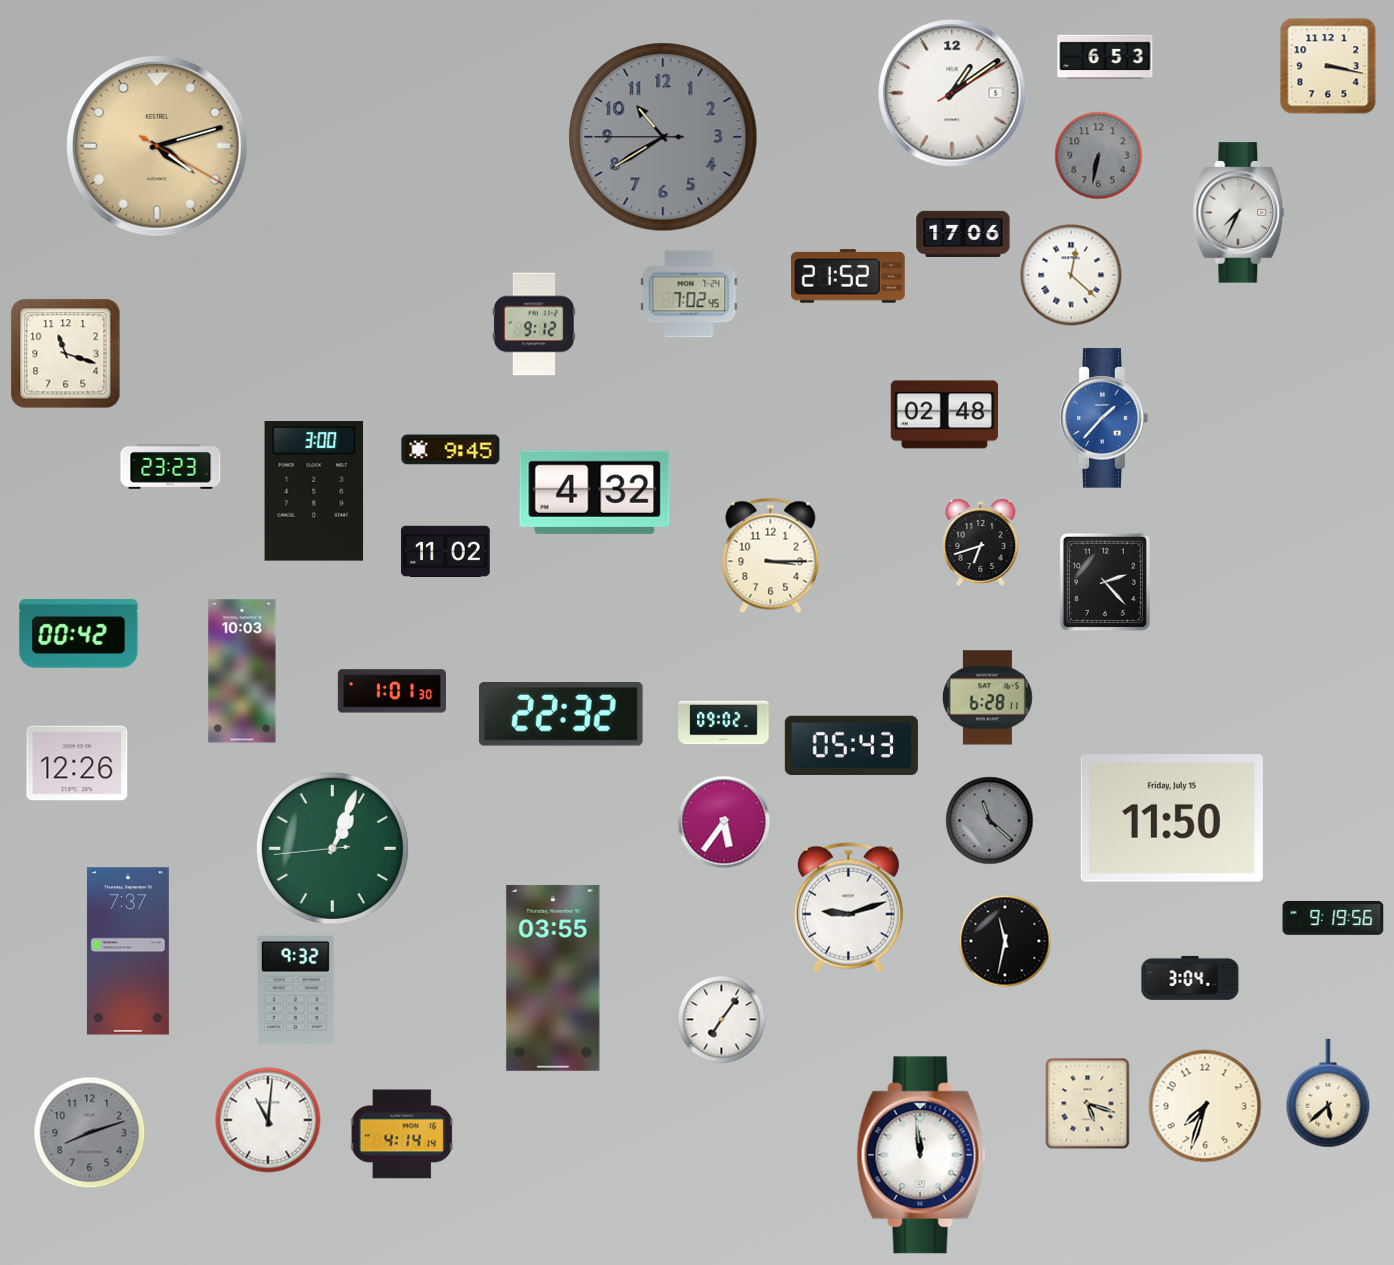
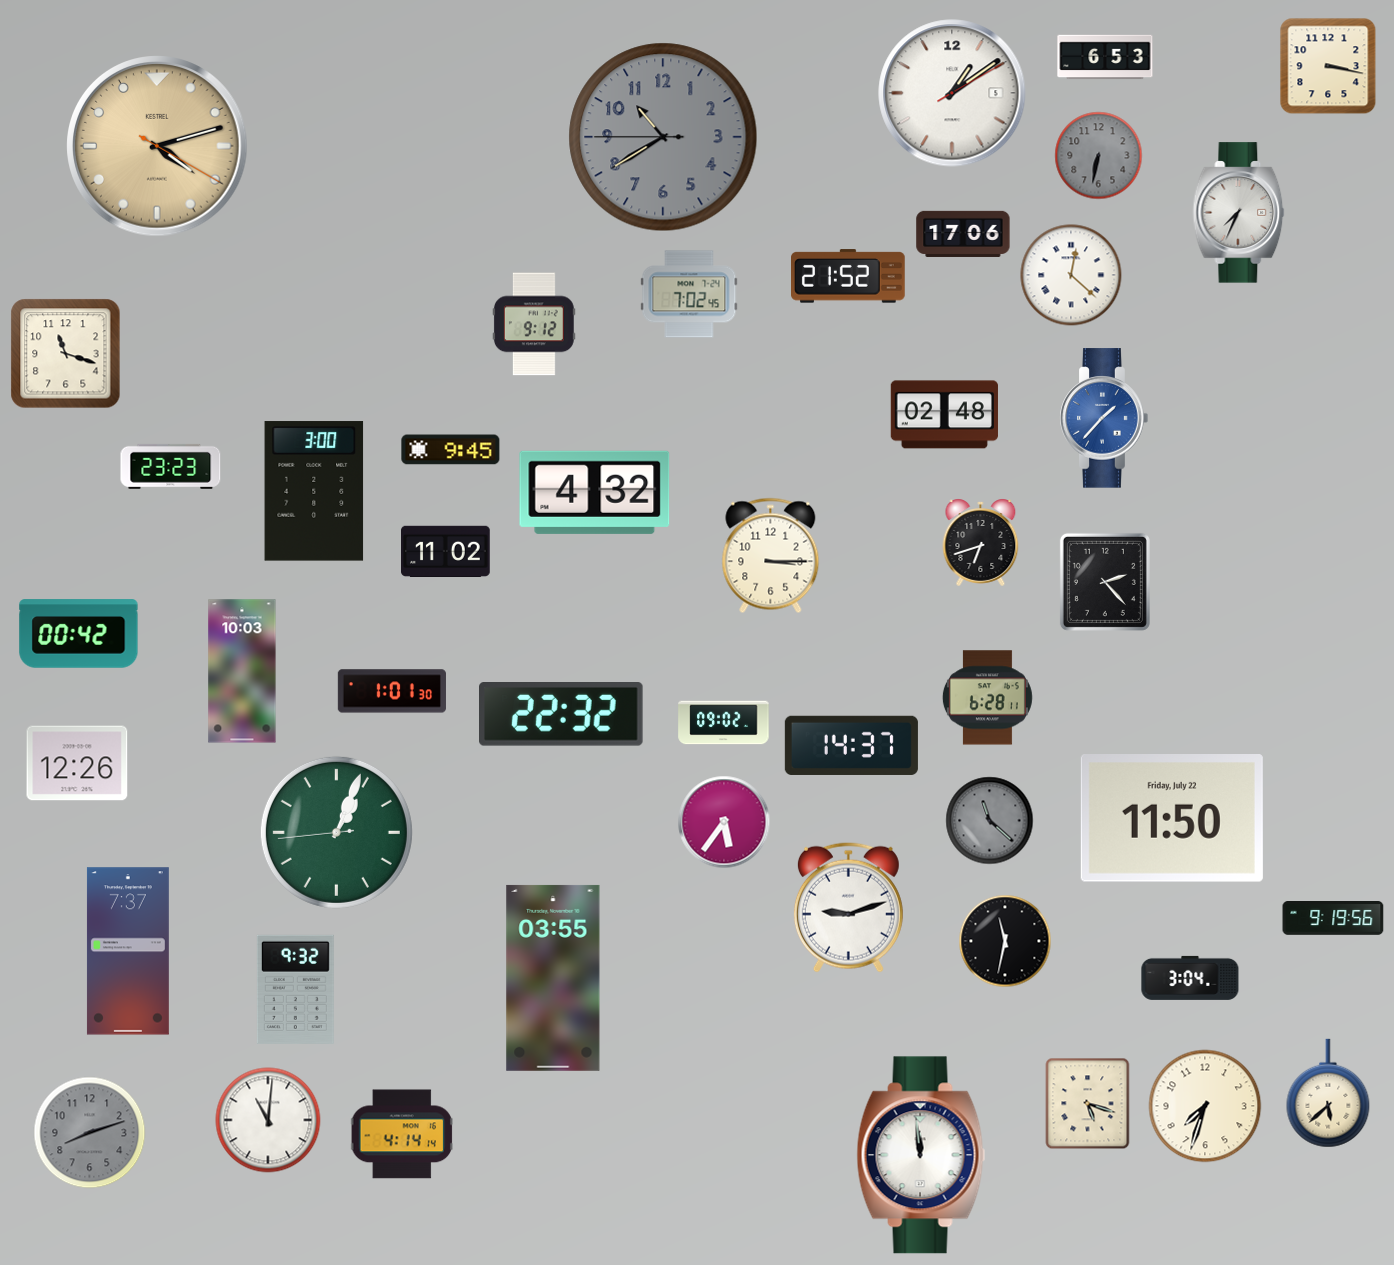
clock at (851, 745): 05:43 -> 14:37
clock at (1172, 819) date: Friday, July 15 -> Friday, July 22
clock at (332, 848) position: (332, 848) -> (336, 832)
clock at (722, 1020): 7:06 -> none
